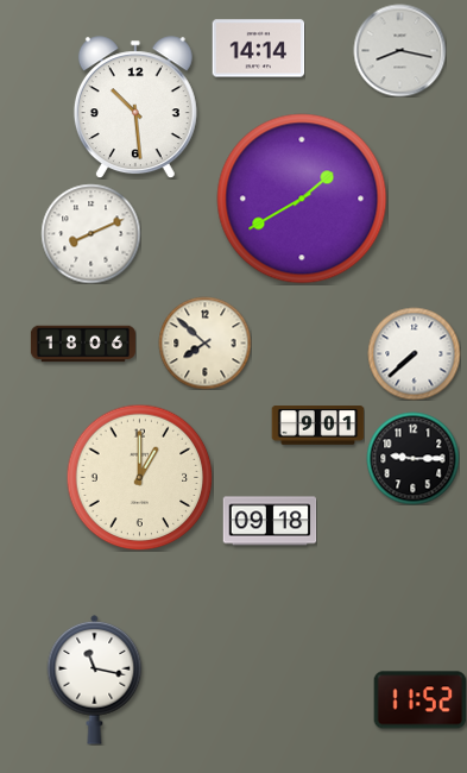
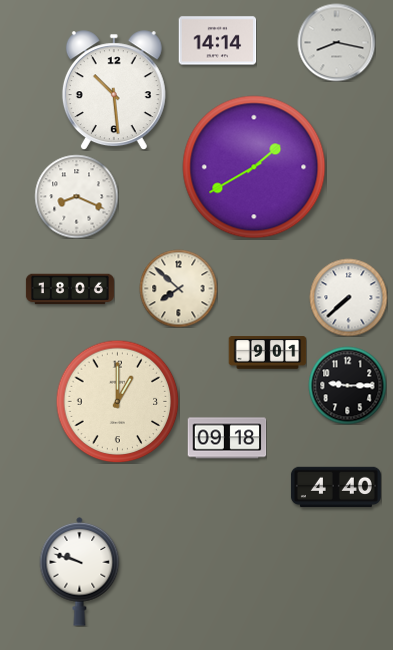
clock at (90, 233): 8:11 -> 8:19
clock at (204, 342) position: (204, 342) -> (178, 288)
clock at (317, 426) position: (317, 426) -> (267, 353)
clock at (336, 487): none -> 4:40
clock at (95, 679): 11:17 -> 9:48
clock at (419, 700): 11:52 -> none
